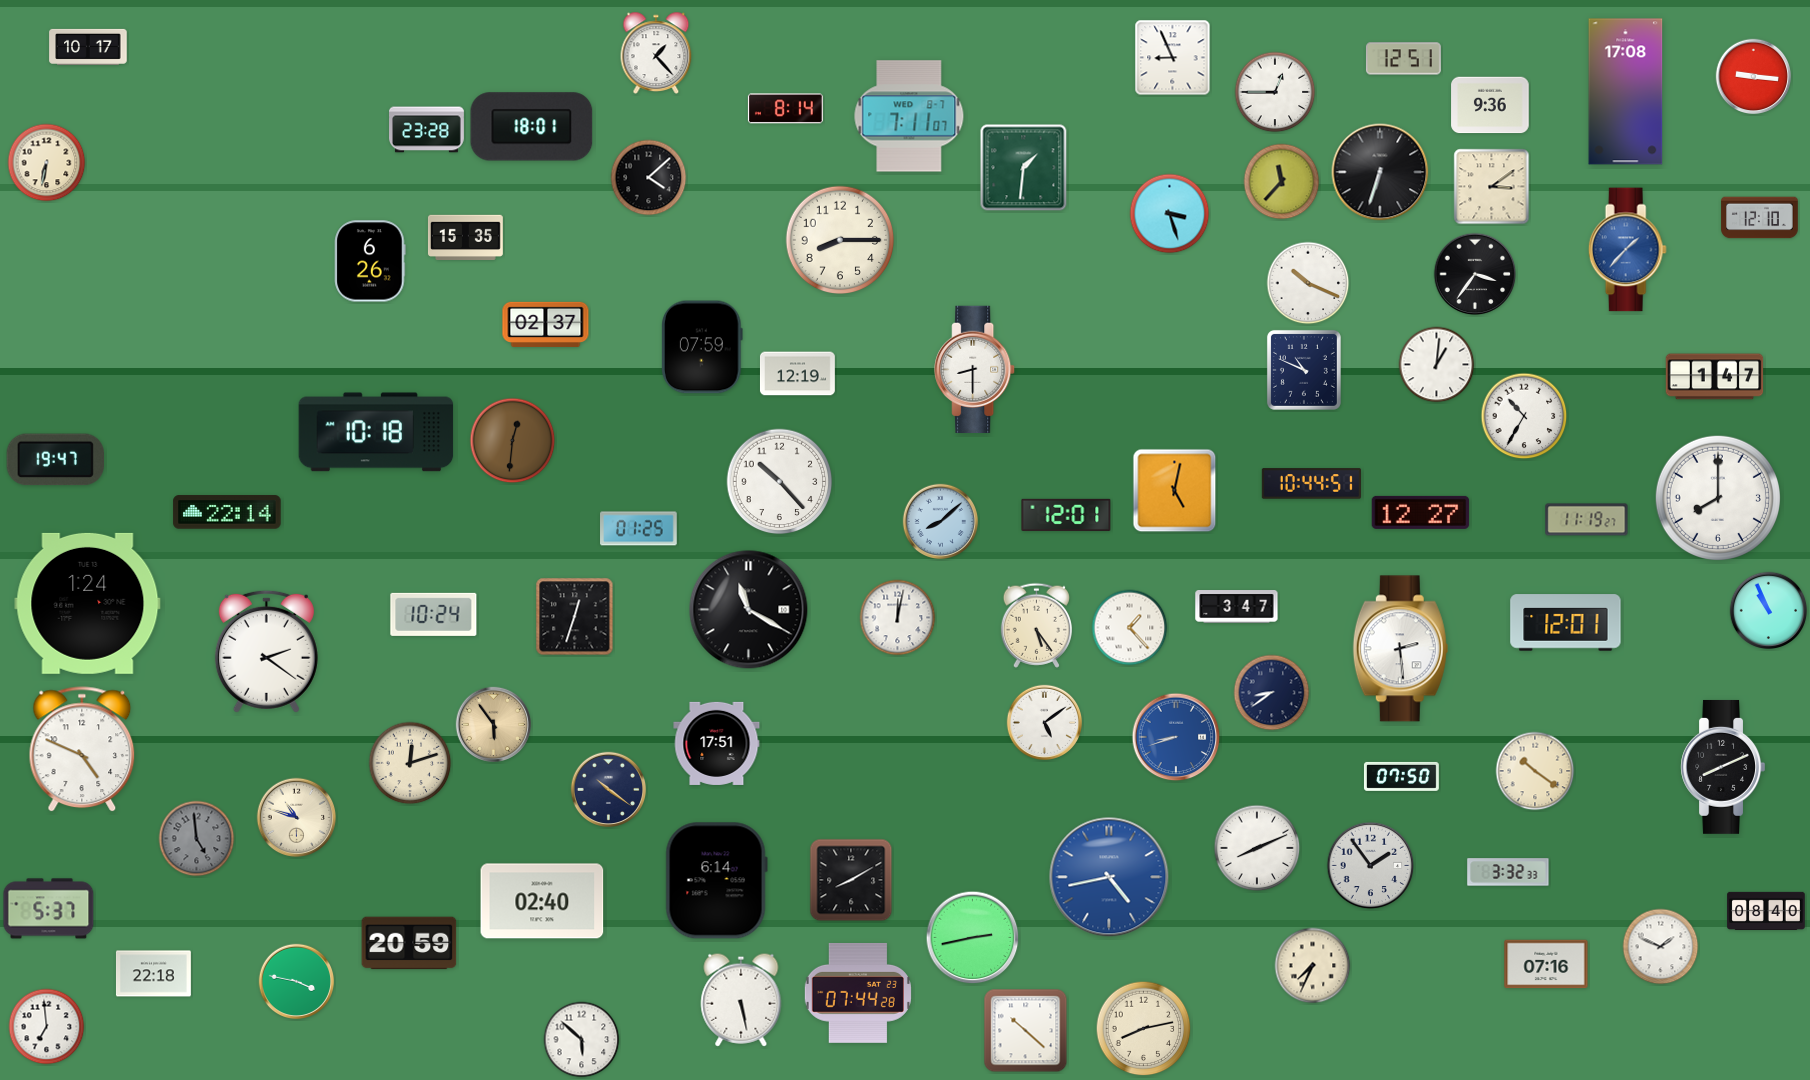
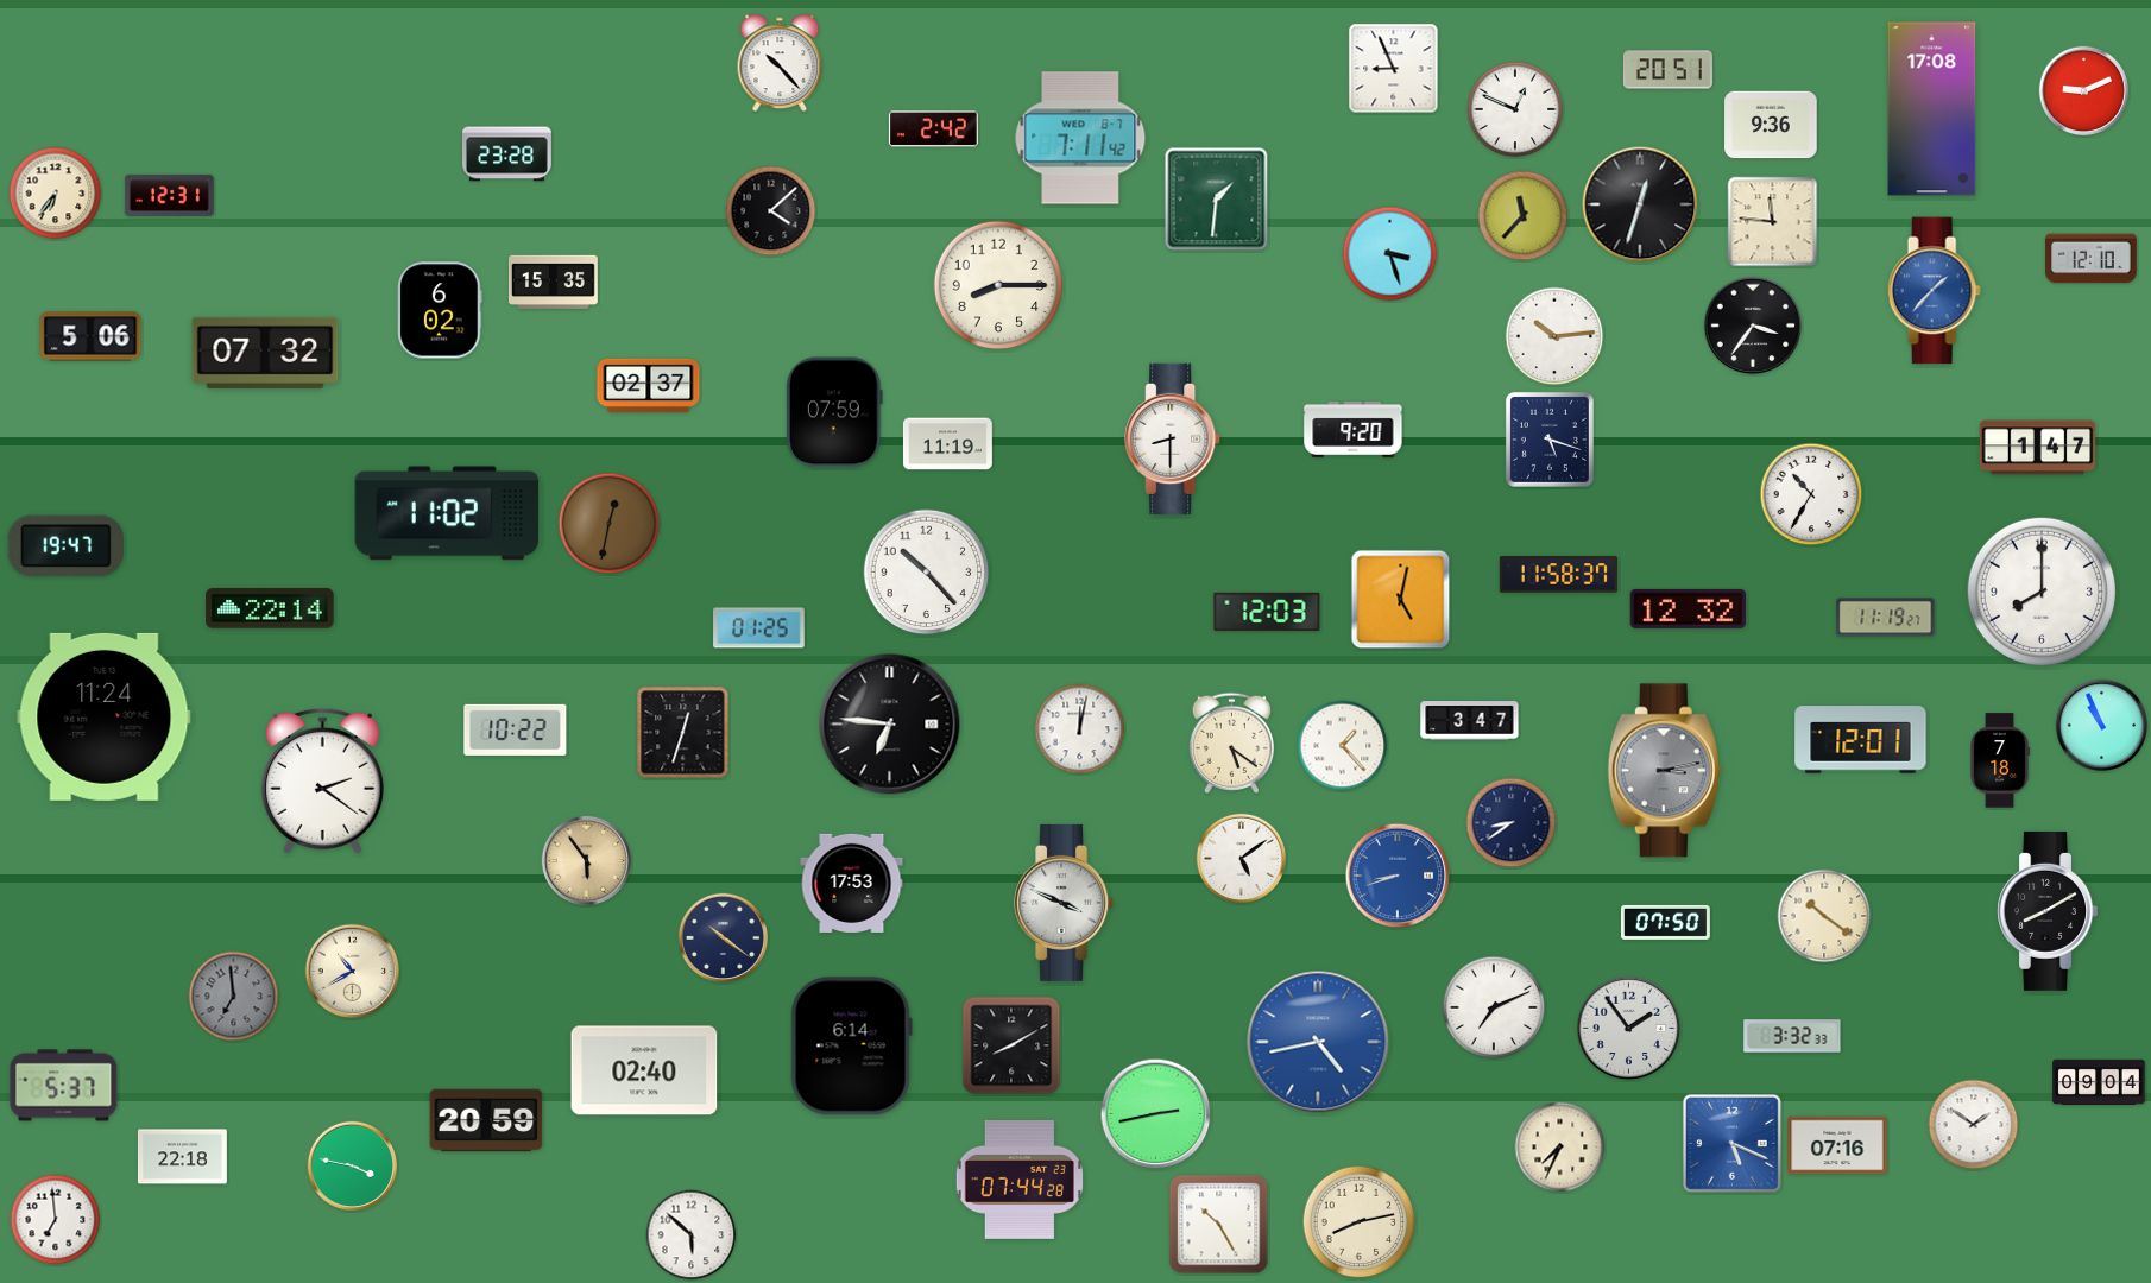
clock at (88, 47): 10:17 -> none
clock at (656, 52): 1:23 -> 10:23
clock at (1403, 59): 12:51 -> 20:51
clock at (1754, 77): 9:16 -> 9:11
clock at (1275, 92): 12:45 -> 12:49
clock at (785, 109): 8:14 -> 2:42
clock at (909, 116): 7:11:07 -> 7:11:42
clock at (532, 127): 18:01 -> none
clock at (47, 163): 6:32 -> 6:36
clock at (169, 195): none -> 12:31
clock at (1380, 172): 6:33 -> 12:33
clock at (1492, 187): 3:09 -> 11:46
clock at (1627, 250) position: (1627, 250) -> (1934, 291)
clock at (370, 261): 6:26 -> 6:02
clock at (90, 336): none -> 5:06
clock at (1308, 283): 10:19 -> 10:14
clock at (265, 353): none -> 07:32
clock at (1354, 429): none -> 9:20
clock at (1437, 365): 1:01 -> none
clock at (975, 370) position: (975, 370) -> (1173, 440)
clock at (1304, 370): 10:49 -> 5:18
clock at (797, 374): 12:19 -> 11:19
clock at (376, 432): 10:18 -> 11:02
clock at (513, 441): 12:31 -> 12:32
clock at (1311, 484): 10:44 -> 11:58
clock at (1175, 491) position: (1175, 491) -> (1401, 600)
clock at (1421, 512): 12:27 -> 12:32
clock at (1066, 515): 12:01 -> 12:03
clock at (941, 522): 8:08 -> none
clock at (88, 603): 1:24 -> 11:24
clock at (749, 610): 11:20 -> 6:46
clock at (434, 614): 10:24 -> 10:22
clock at (898, 618) position: (898, 618) -> (1080, 729)
clock at (1036, 625): 5:24 -> 5:21
clock at (2000, 760): none -> 7:18
clock at (1400, 649): 2:29 -> 3:13
clock at (1400, 649) dial: white -> grey
clock at (266, 651) position: (266, 651) -> (322, 780)
clock at (717, 743): 17:51 -> 17:53
clock at (82, 750): 4:49 -> none
clock at (1065, 903): none -> 3:49
clock at (410, 763): 12:12 -> none
clock at (1723, 767): 8:11 -> 8:10
clock at (297, 818): 10:48 -> 10:40
clock at (197, 839): 4:59 -> 6:59
clock at (1257, 848): 8:11 -> 7:11
clock at (49, 909) position: (49, 909) -> (64, 1086)
clock at (1766, 911): 08:40 -> 09:04
clock at (1661, 947): 1:49 -> 1:51
clock at (1733, 1144): none -> 5:19
clock at (741, 1000): 5:28 -> none
clock at (1026, 1031): 10:22 -> 10:25
